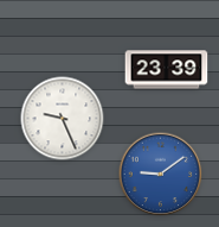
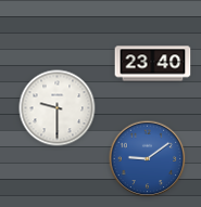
clock at (167, 70): 23:39 -> 23:40
clock at (63, 119): 9:26 -> 9:30
